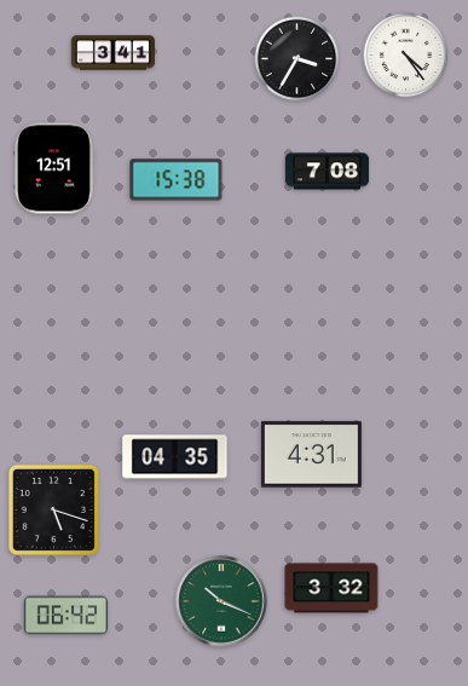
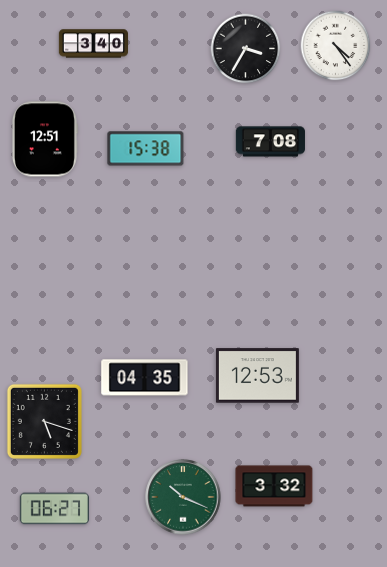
clock at (112, 53): 3:41 -> 3:40
clock at (311, 455): 4:31 -> 12:53
clock at (65, 616): 06:42 -> 06:27
